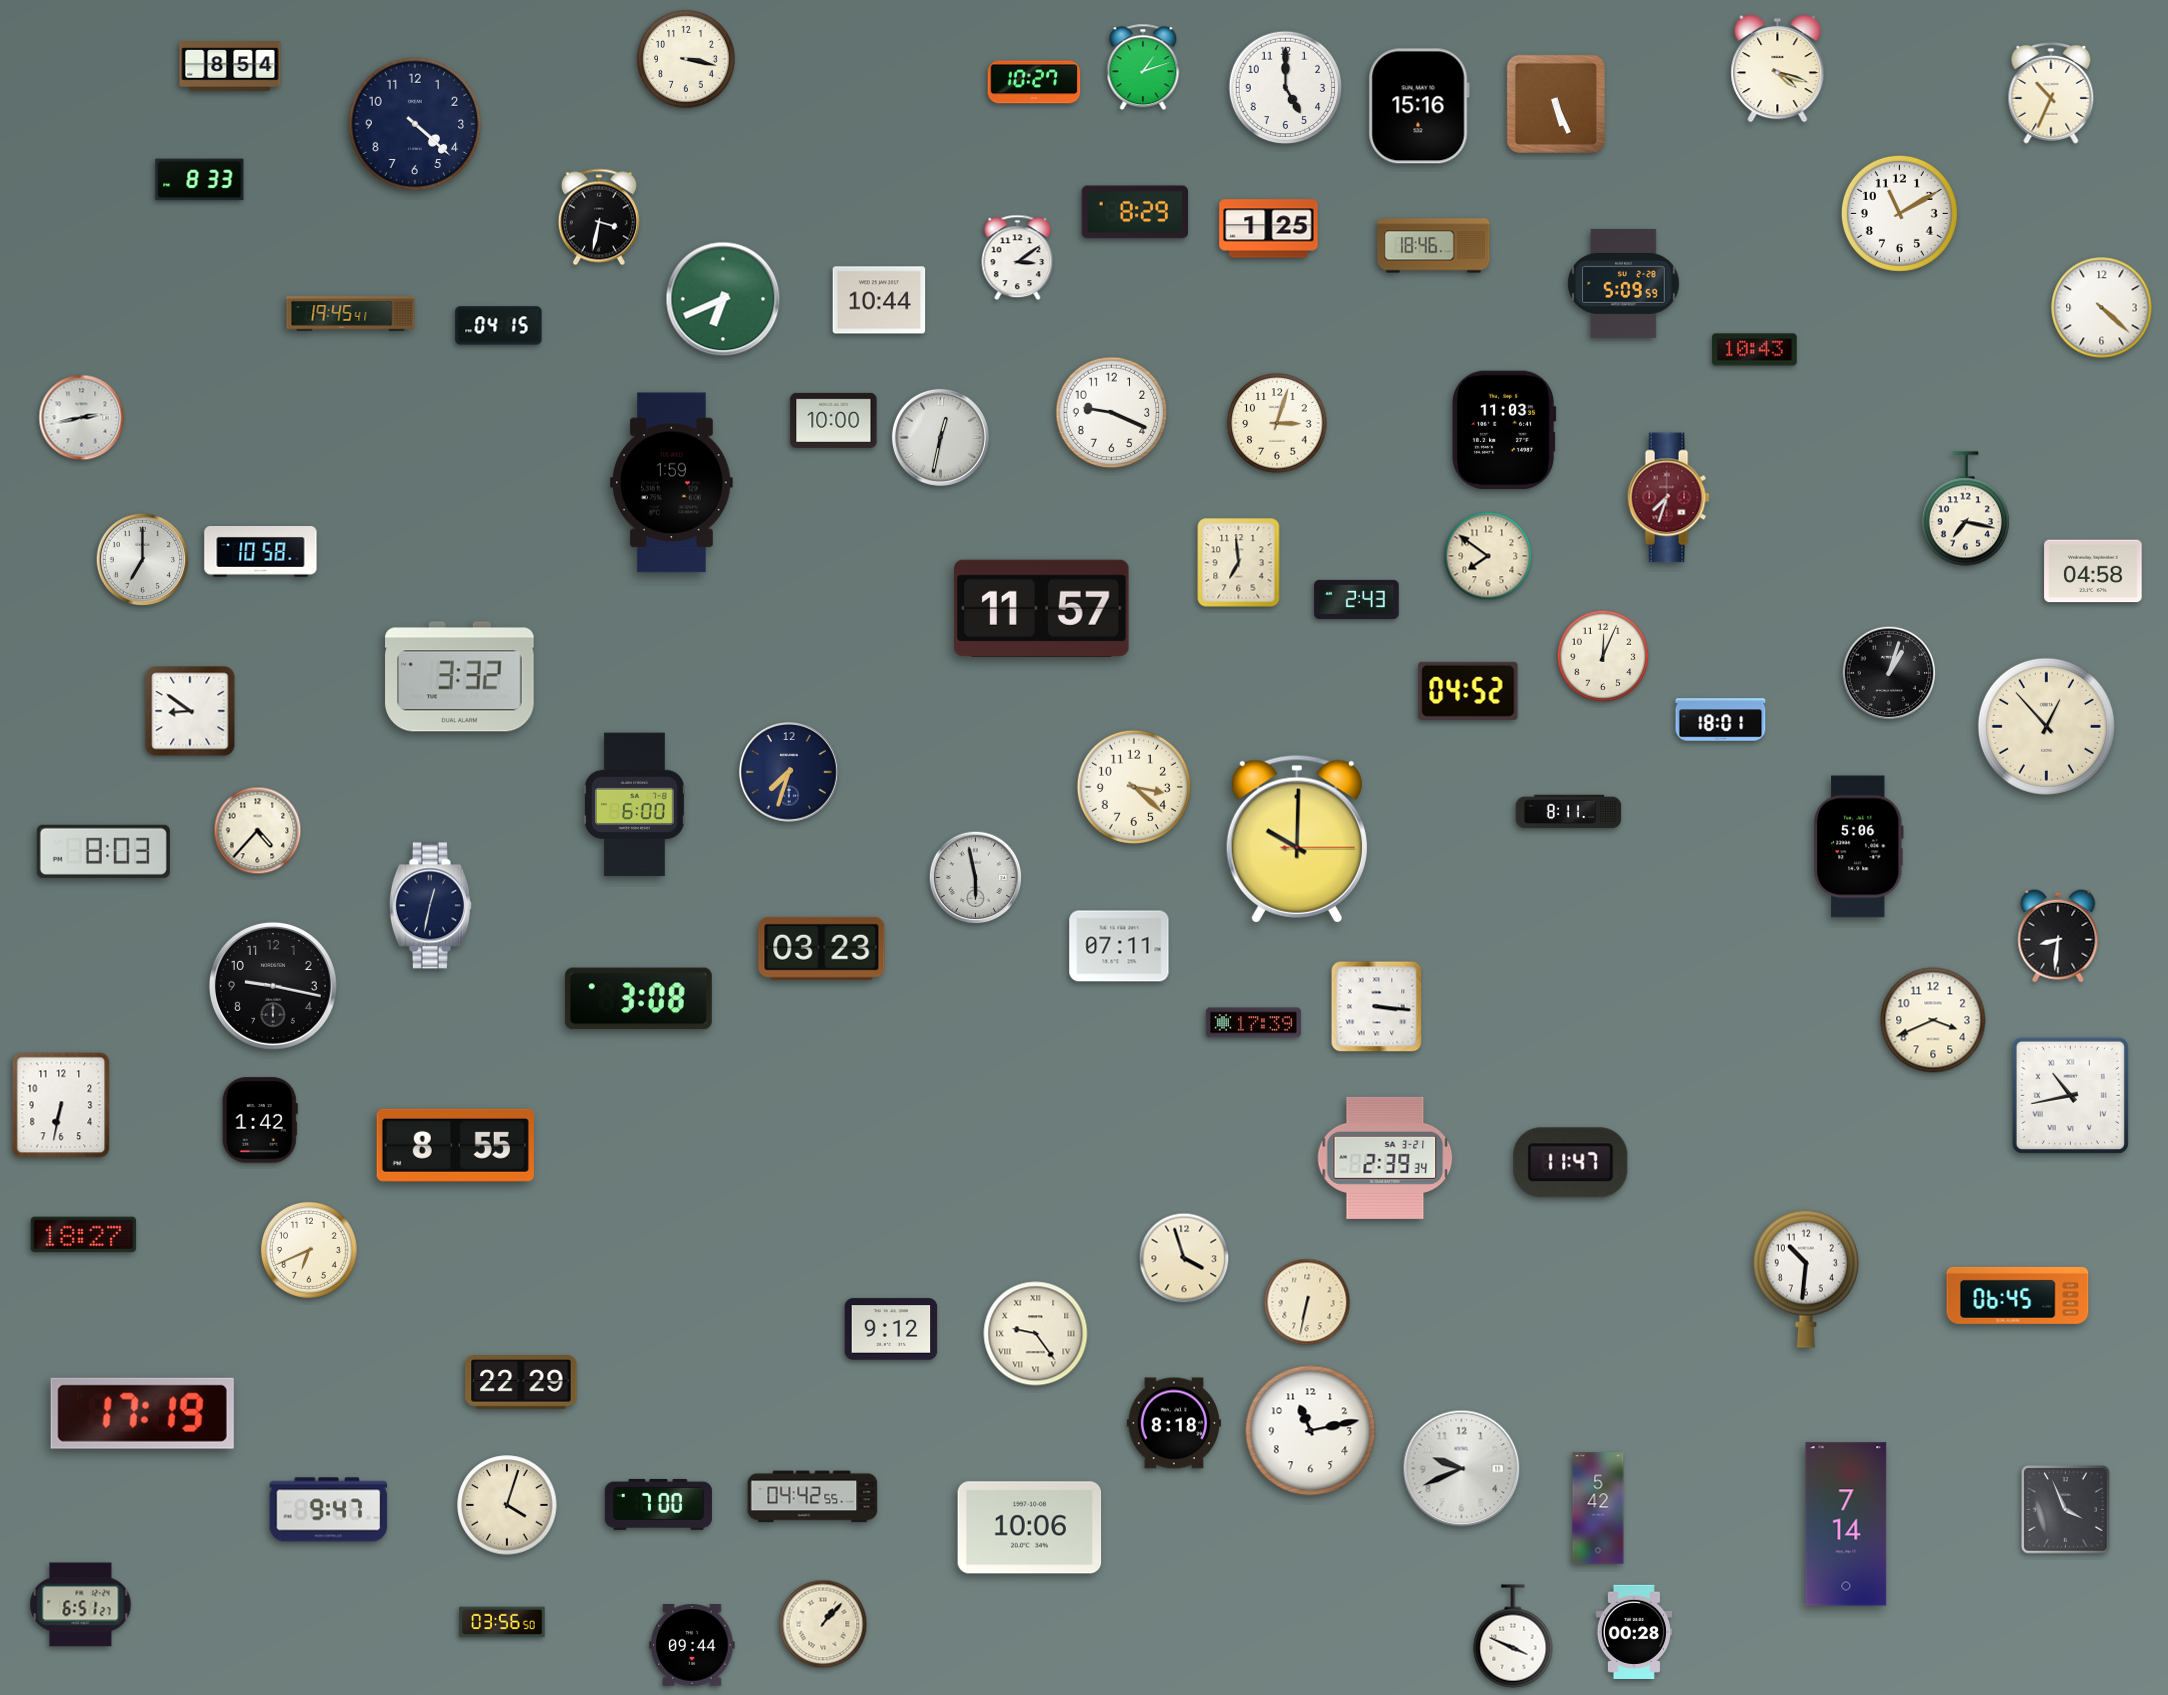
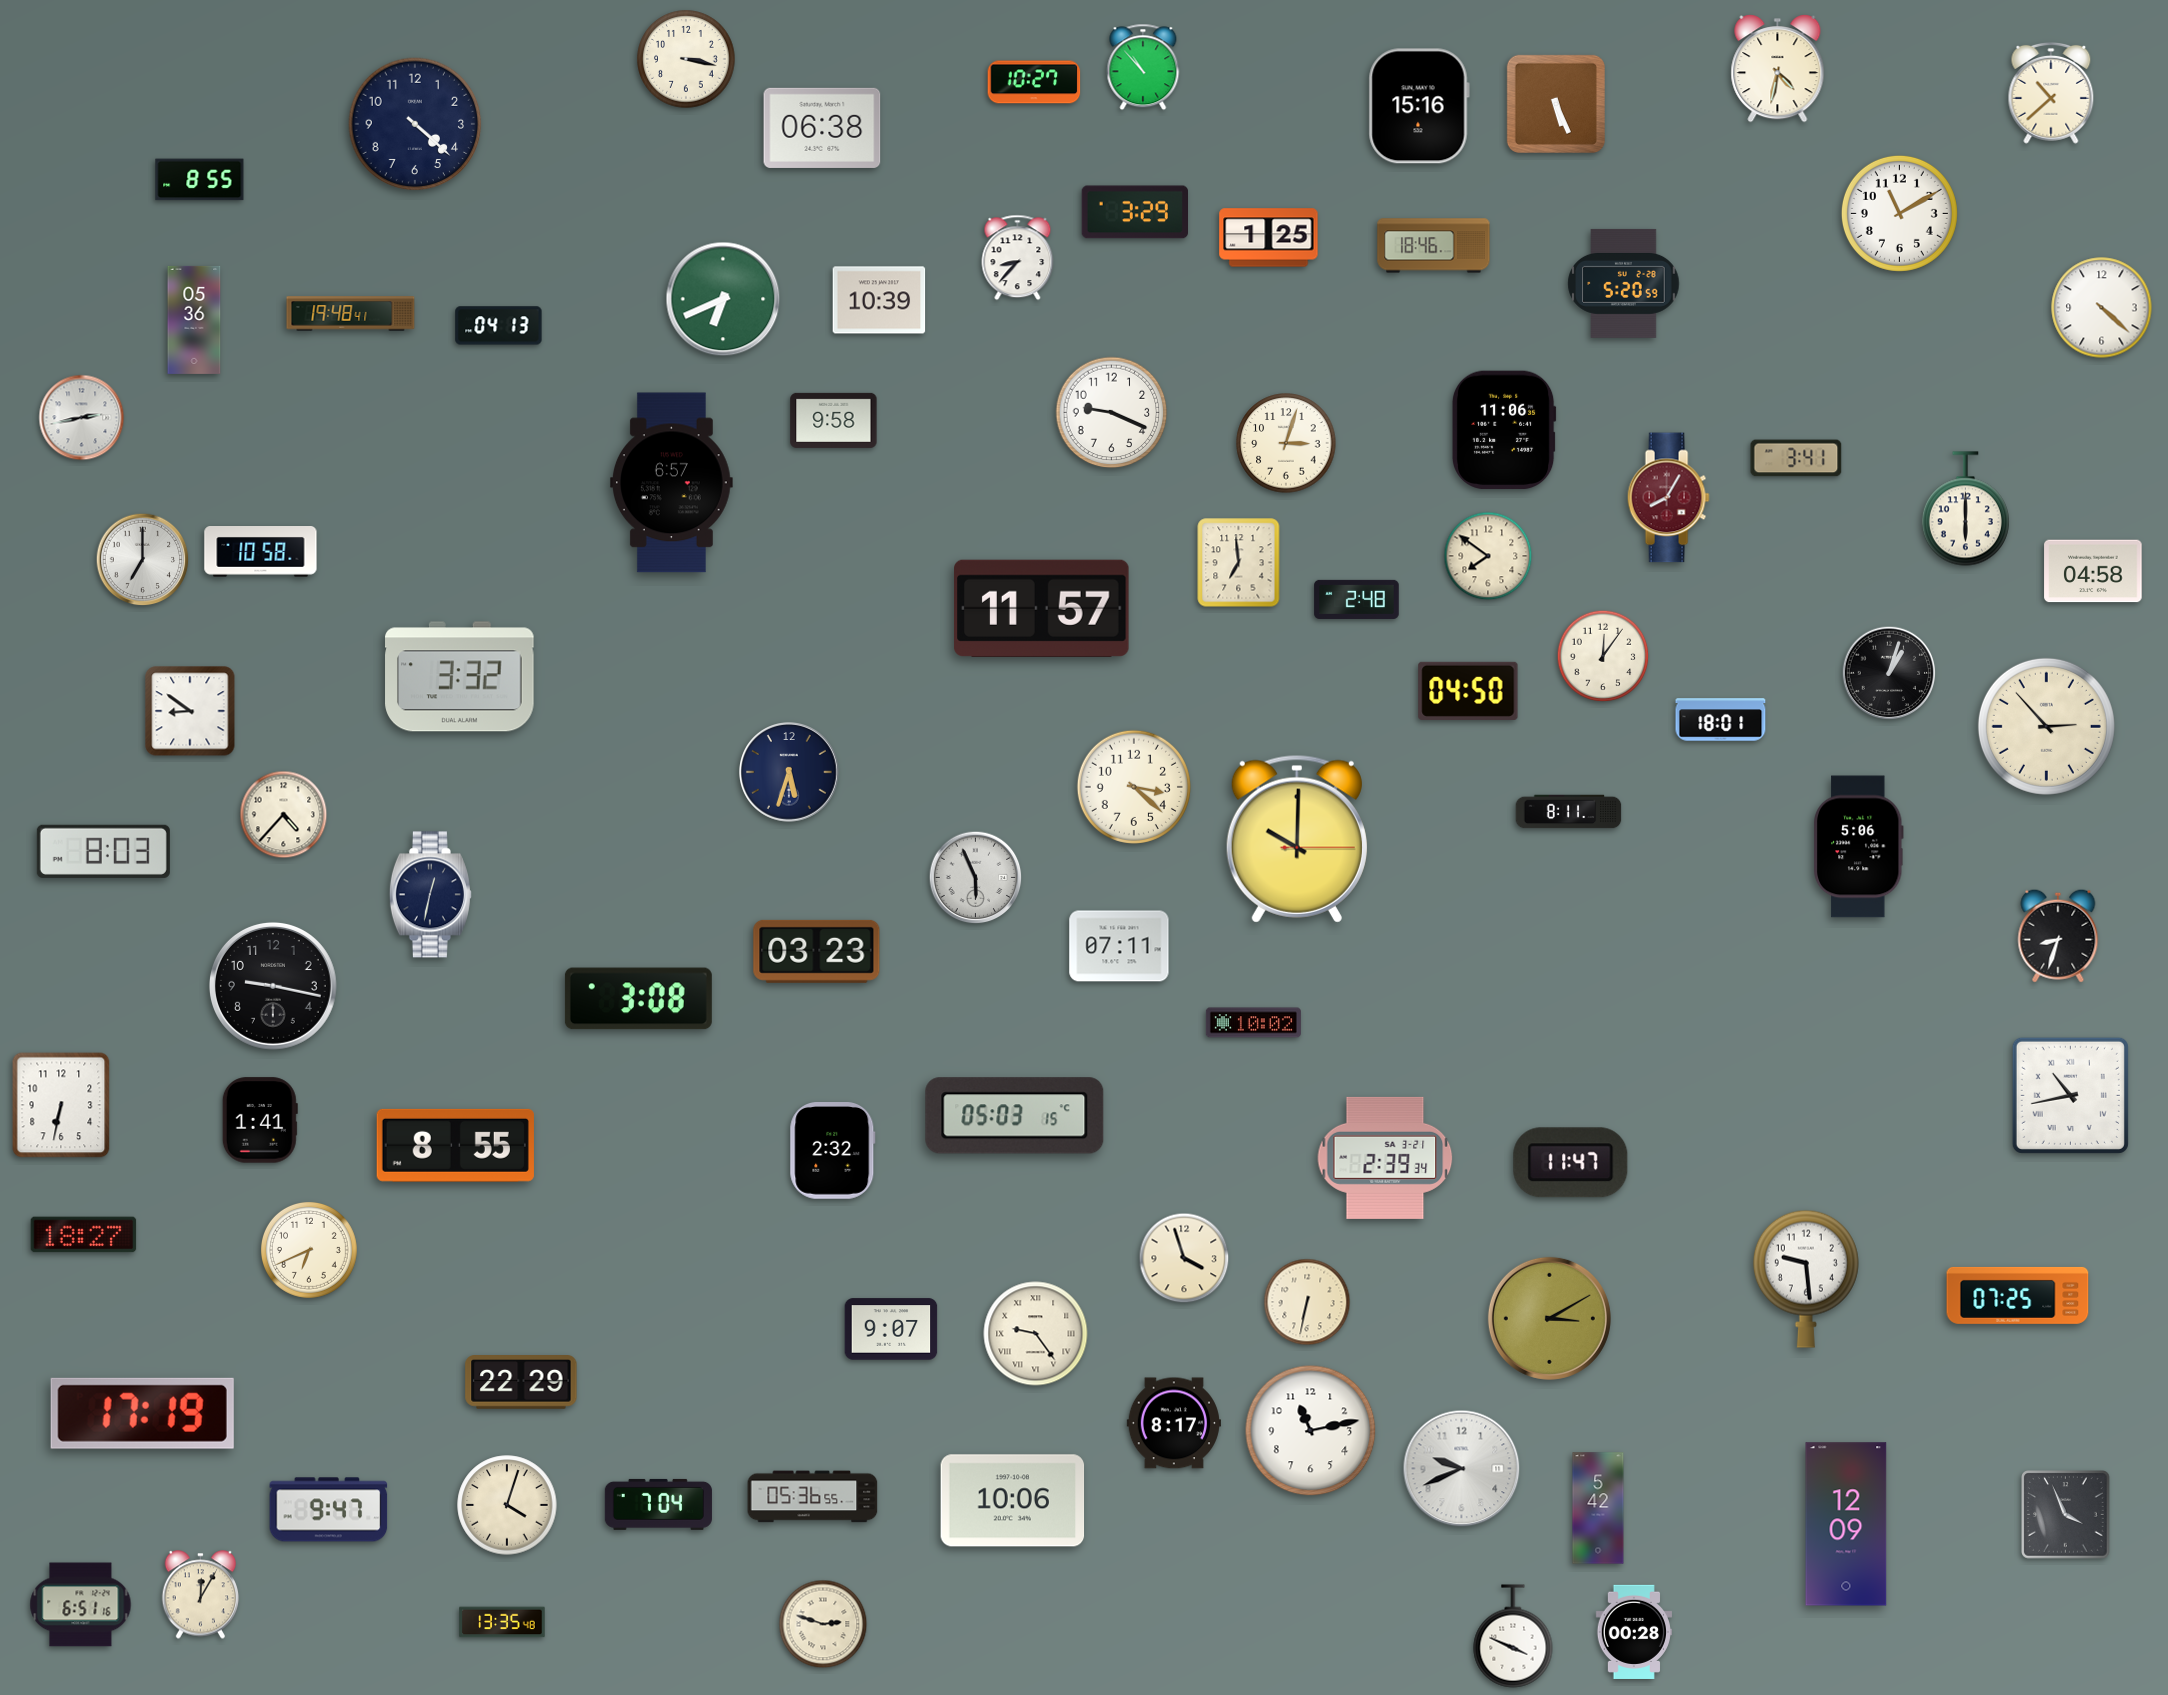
clock at (230, 66): 8:54 -> none
clock at (1143, 67): 1:12 -> 10:53
clock at (1778, 69): 4:18 -> 4:32
clock at (1286, 88): 5:00 -> none
clock at (2051, 93): 10:34 -> 10:38
clock at (822, 128): none -> 06:38
clock at (200, 180): 8:33 -> 8:55
clock at (1134, 212): 8:29 -> 3:29
clock at (599, 217): 3:32 -> none
clock at (1269, 229) position: (1269, 229) -> (1269, 238)
clock at (1018, 258): 3:09 -> 8:37
clock at (1624, 283): 5:09 -> 5:20
clock at (879, 300): 10:44 -> 10:39
clock at (351, 314): 19:45 -> 19:48
clock at (194, 320): none -> 05:36
clock at (499, 326): 04:15 -> 04:13
clock at (1755, 350): 10:43 -> none
clock at (834, 420): 10:00 -> 9:58
clock at (1277, 423) position: (1277, 423) -> (1286, 443)
clock at (1504, 430): 11:03 -> 11:06
clock at (940, 437): 12:32 -> none
clock at (1796, 458): none -> 3:41
clock at (671, 483): 1:59 -> 6:57
clock at (1668, 498): 7:33 -> 8:05
clock at (1965, 509): 7:17 -> 6:00
clock at (1357, 599): 2:43 -> 2:48
clock at (1603, 656): 12:04 -> 12:06
clock at (1468, 691): 04:52 -> 04:50
clock at (2046, 726): 12:53 -> 2:53
clock at (790, 773): 7:33 -> 5:33
clock at (634, 805): 6:00 -> none
clock at (258, 831) position: (258, 831) -> (284, 815)
clock at (976, 878): 5:58 -> 5:56
clock at (430, 906) position: (430, 906) -> (430, 895)
clock at (2058, 936): 8:31 -> 8:33
clock at (822, 948) position: (822, 948) -> (817, 951)
clock at (1377, 1007): 3:16 -> none
clock at (1933, 1020): 3:41 -> none
clock at (1253, 1023): 17:39 -> 10:02
clock at (1015, 1116): none -> 05:03
clock at (260, 1120): 1:42 -> 1:41
clock at (833, 1151): none -> 2:32
clock at (1806, 1279): 10:31 -> 9:29
clock at (2018, 1295): 06:45 -> 07:25
clock at (1549, 1318): none -> 3:10
clock at (891, 1329): 9:12 -> 9:07
clock at (1174, 1423): 8:18 -> 8:17
clock at (813, 1497): 04:42 -> 05:36
clock at (658, 1504): 7:00 -> 7:04
clock at (2066, 1510) position: (2066, 1510) -> (2066, 1515)
clock at (1846, 1524): 7:14 -> 12:09
clock at (1030, 1528) position: (1030, 1528) -> (1013, 1501)
clock at (201, 1595): none -> 12:05
clock at (81, 1605): 6:51:27 -> 6:51:16
clock at (502, 1622): 03:56 -> 13:35
clock at (823, 1624): 1:07 -> 2:48
clock at (692, 1646): 09:44 -> none
